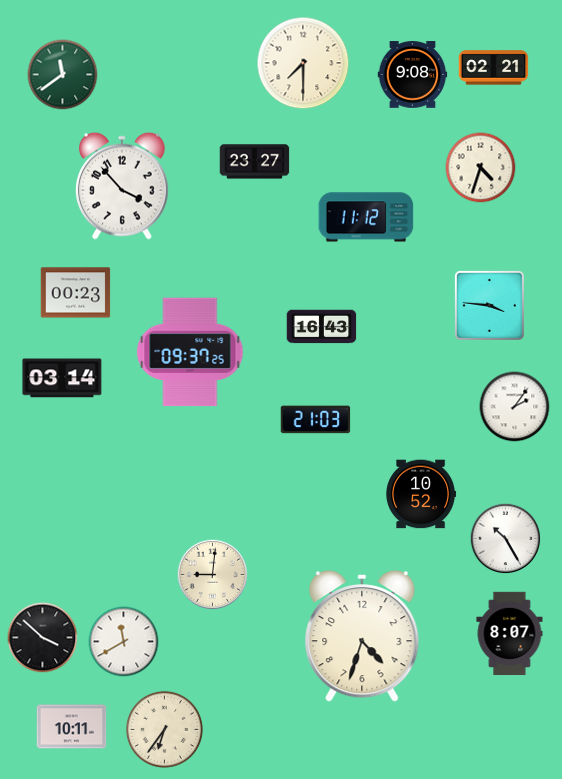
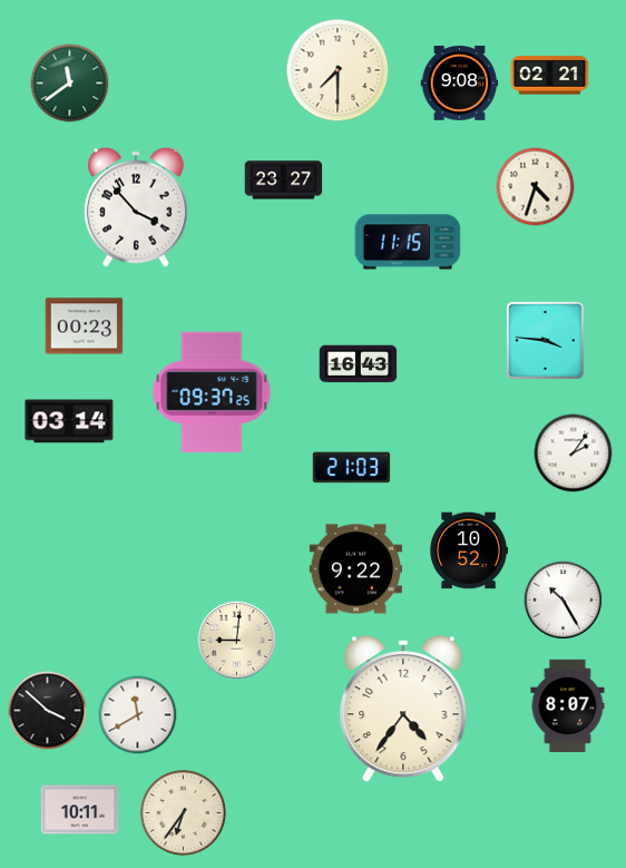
clock at (366, 217): 11:12 -> 11:15
clock at (355, 569): none -> 9:22
clock at (362, 637): 4:33 -> 4:36
